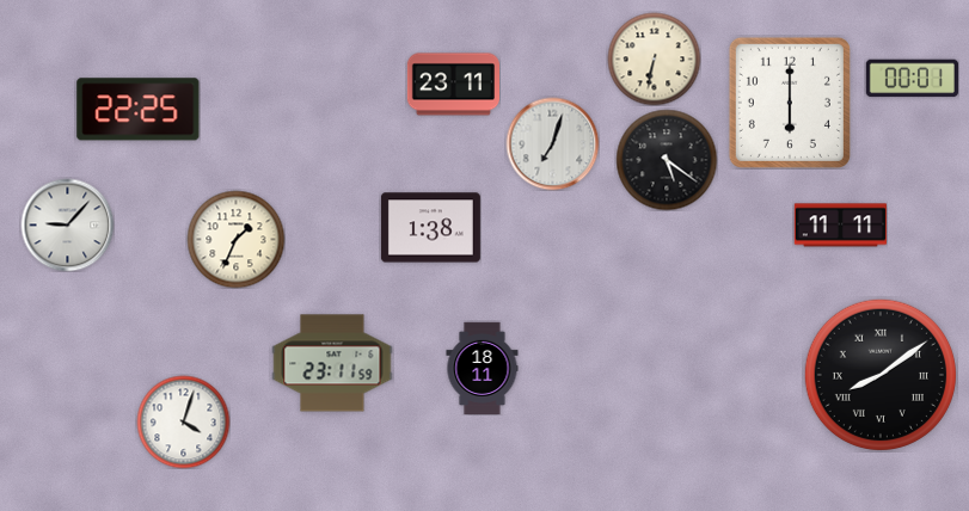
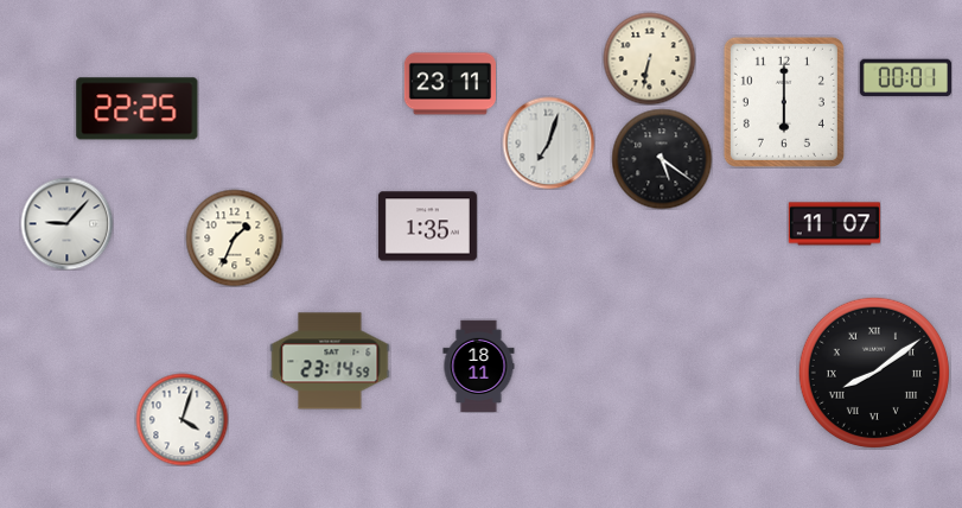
clock at (840, 226): 11:11 -> 11:07
clock at (430, 228): 1:38 -> 1:35
clock at (332, 363): 23:11 -> 23:14
